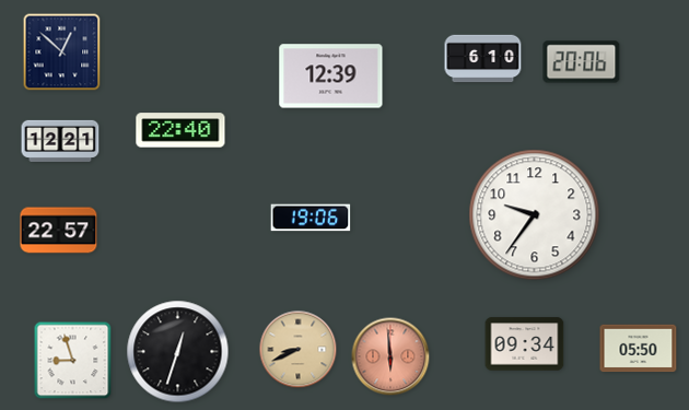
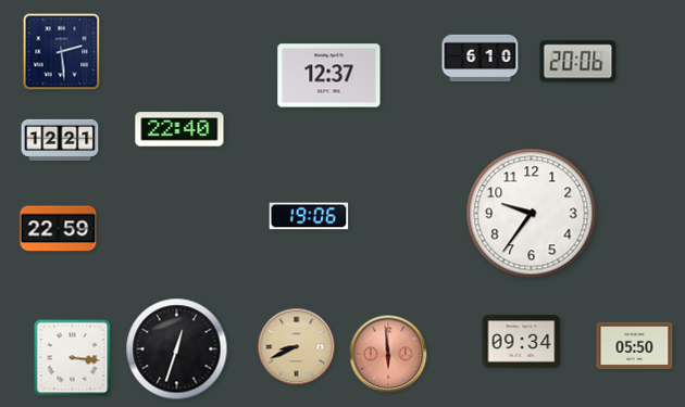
clock at (62, 52): 12:52 -> 2:29
clock at (331, 77): 12:39 -> 12:37
clock at (59, 231): 22:57 -> 22:59
clock at (73, 361): 8:57 -> 3:16
